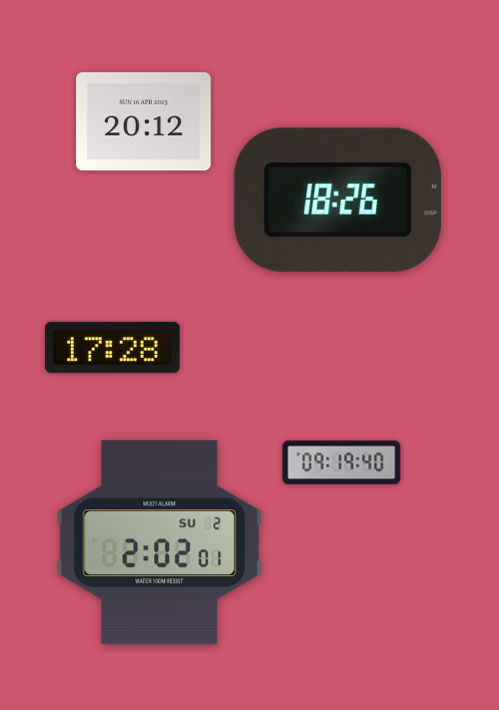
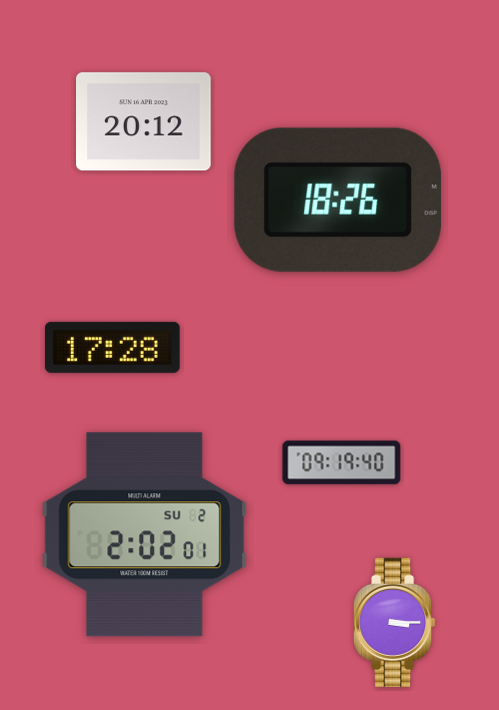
clock at (160, 543) position: (160, 543) -> (145, 535)
clock at (395, 622): none -> 3:15
